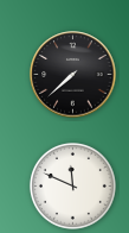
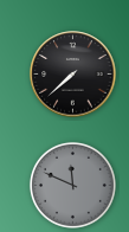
clock at (72, 185) dial: white -> grey
